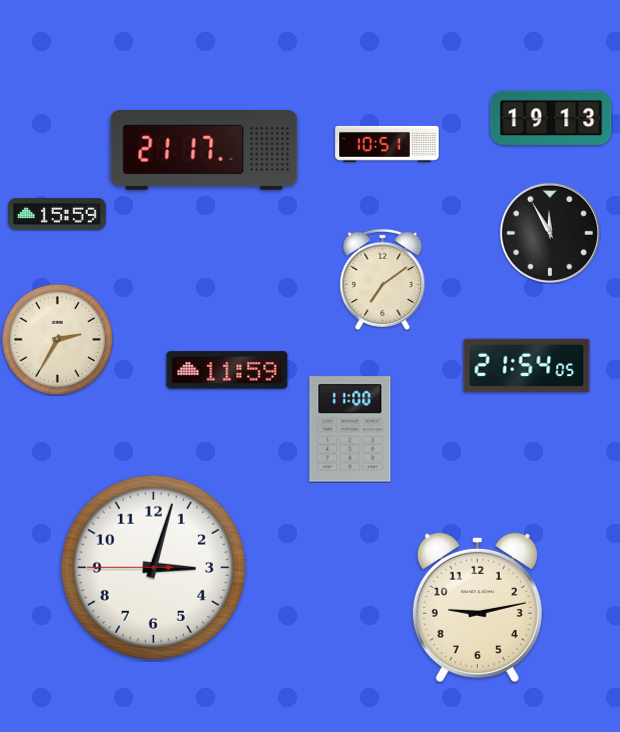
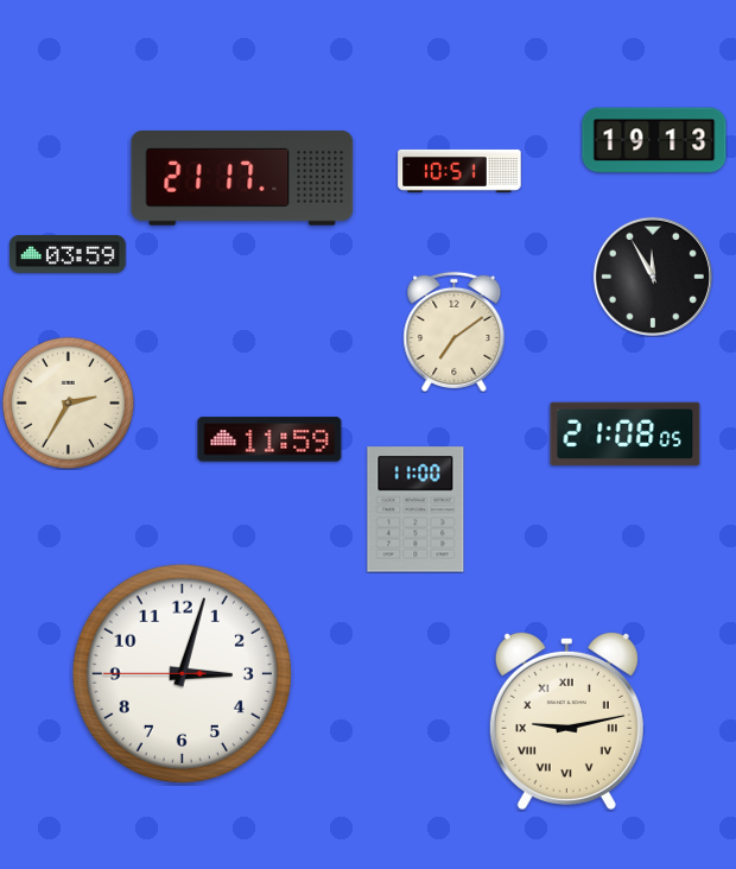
clock at (57, 215): 15:59 -> 03:59
clock at (527, 366): 21:54 -> 21:08
clock at (477, 607) numerals: Arabic -> Roman
